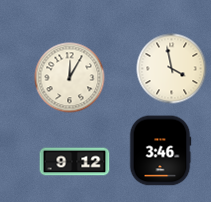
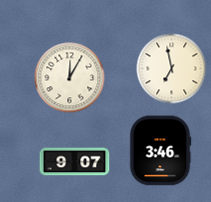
clock at (172, 69): 3:58 -> 6:58
clock at (75, 162): 9:12 -> 9:07
